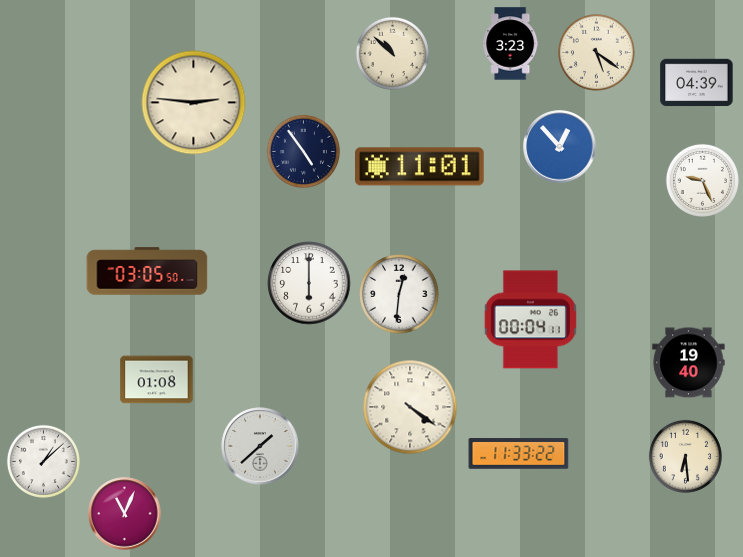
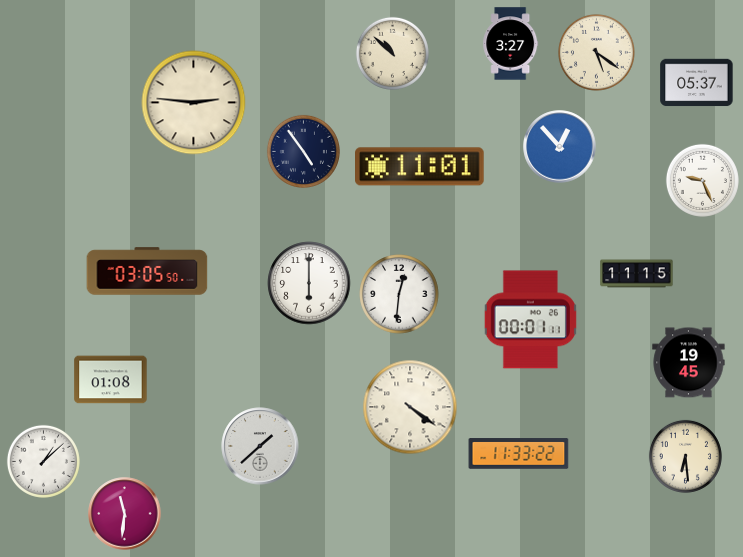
clock at (511, 44): 3:23 -> 3:27
clock at (697, 83): 04:39 -> 05:37
clock at (637, 274): none -> 11:15
clock at (530, 320): 00:04 -> 00:01
clock at (689, 363): 19:40 -> 19:45
clock at (157, 380) position: (157, 380) -> (111, 380)
clock at (125, 514): 11:04 -> 11:31
